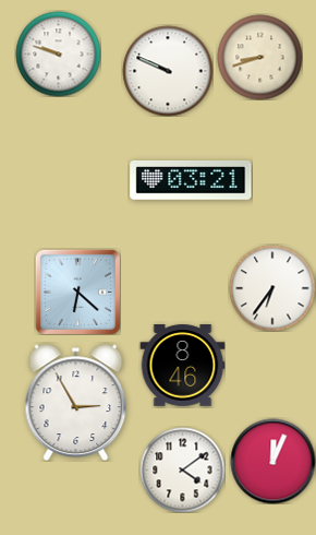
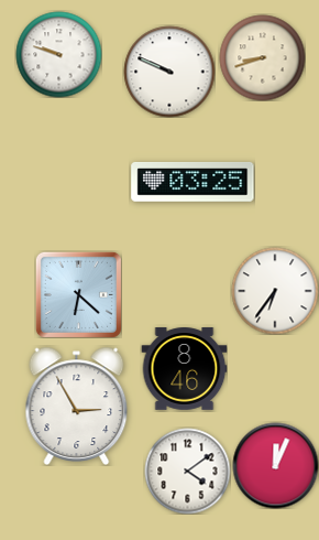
clock at (191, 180): 03:21 -> 03:25
clock at (182, 469) position: (182, 469) -> (187, 471)
